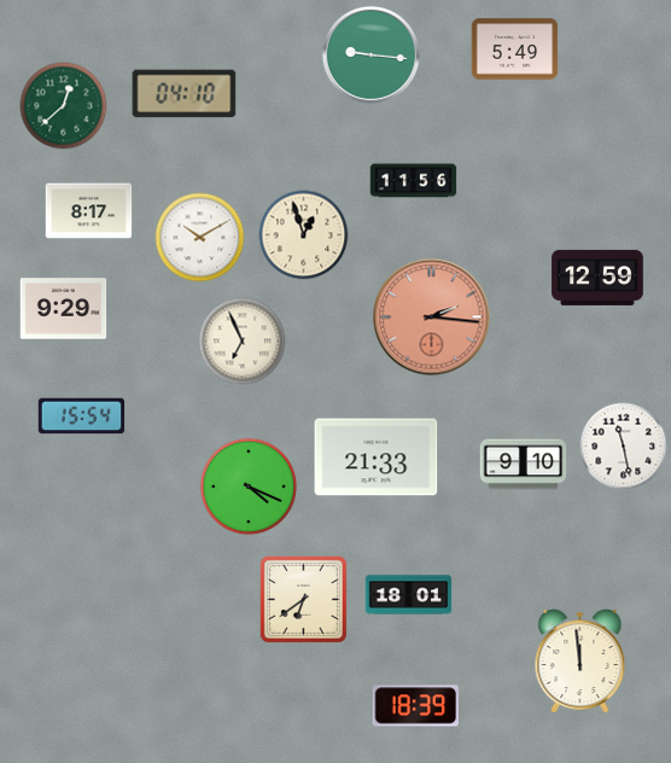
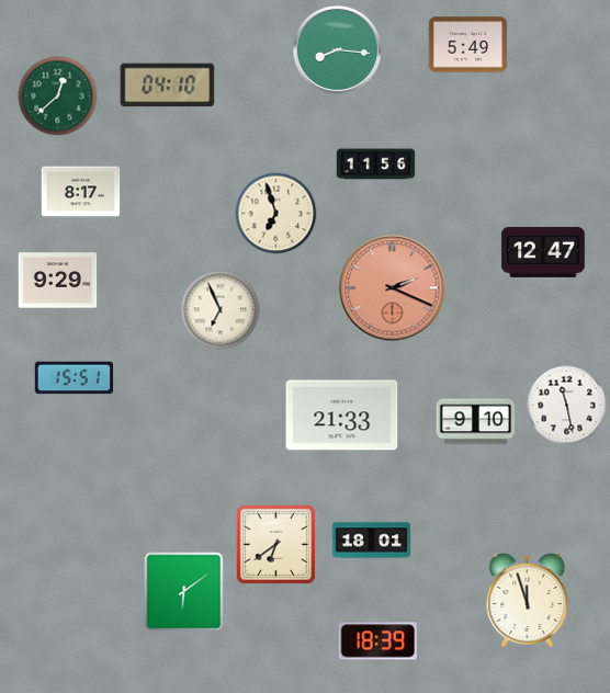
clock at (370, 54): 9:16 -> 8:16
clock at (304, 235): 12:57 -> 6:57
clock at (200, 238): 10:10 -> none
clock at (597, 278): 12:59 -> 12:47
clock at (432, 318): 2:16 -> 2:19
clock at (82, 417): 15:54 -> 15:51
clock at (249, 487): 4:19 -> none
clock at (184, 592): none -> 6:09
clock at (580, 662): 11:59 -> 11:57
